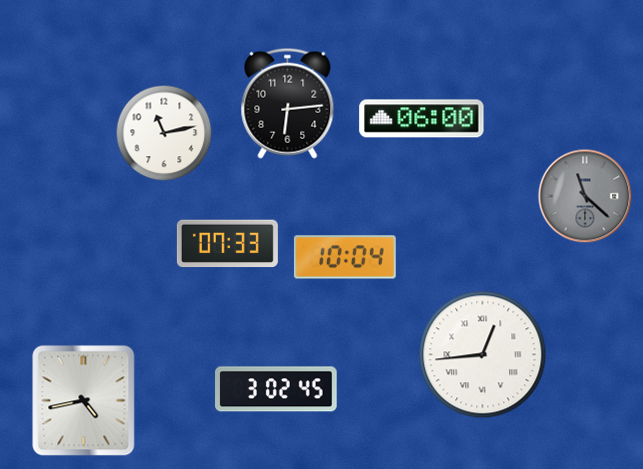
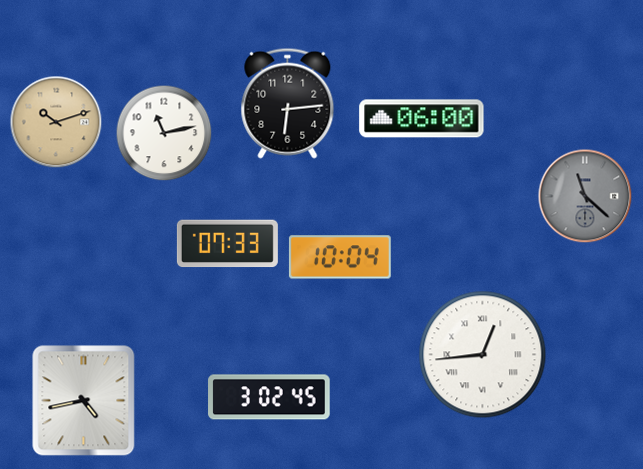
clock at (56, 122): none -> 10:12
clock at (345, 257) position: (345, 257) -> (340, 257)
clock at (276, 389) position: (276, 389) -> (269, 397)
